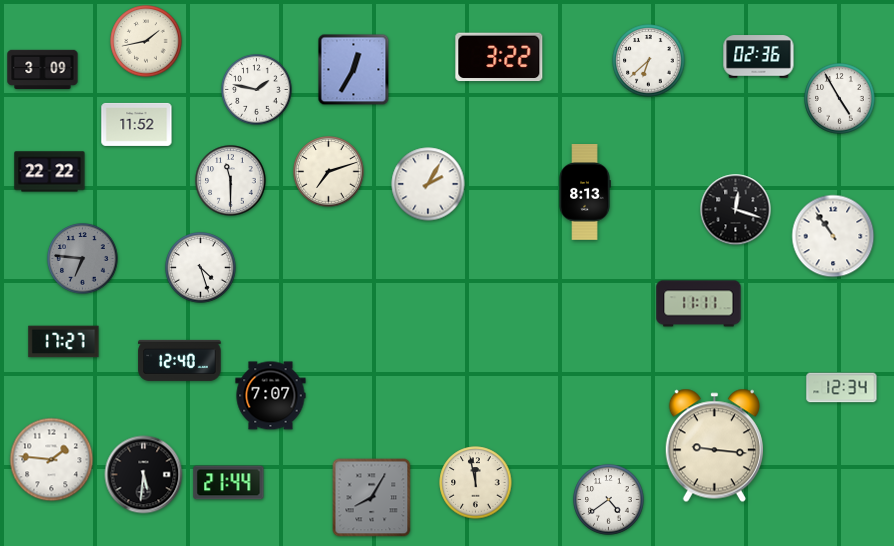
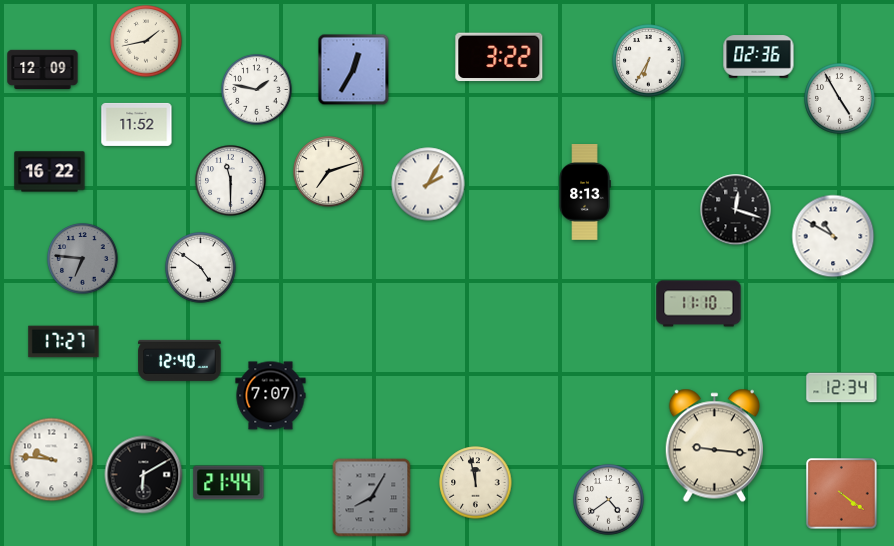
clock at (649, 61): 6:38 -> 6:35
clock at (43, 70): 3:09 -> 12:09
clock at (50, 172): 22:22 -> 16:22
clock at (833, 236): 10:54 -> 10:50
clock at (201, 268): 4:27 -> 4:51
clock at (699, 304): 11:11 -> 11:10
clock at (52, 460): 1:46 -> 9:46
clock at (144, 475): 5:31 -> 6:10
clock at (842, 494): none -> 4:21
